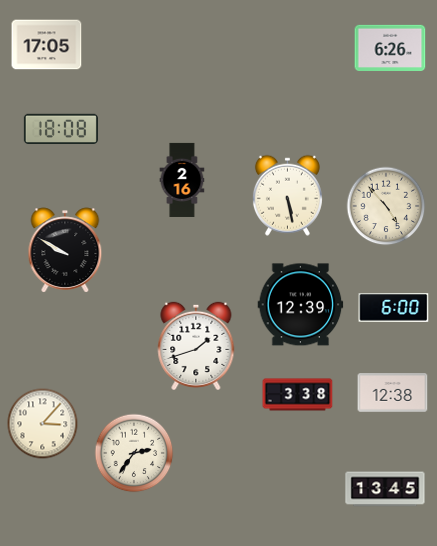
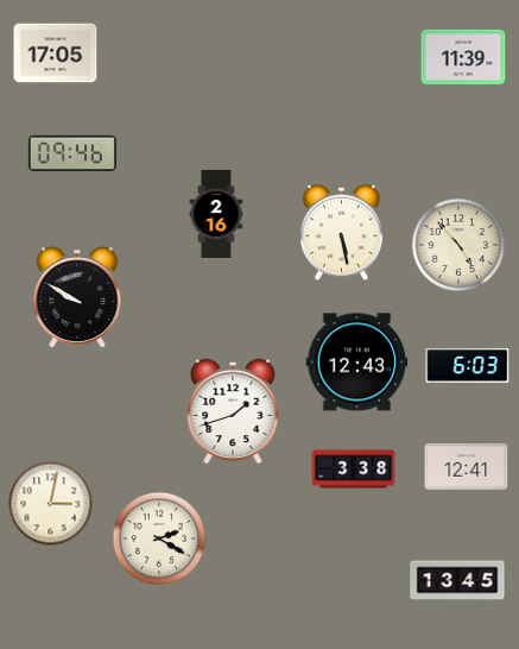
clock at (390, 47): 6:26 -> 11:39
clock at (61, 129): 18:08 -> 09:46
clock at (301, 305): 12:39 -> 12:43
clock at (394, 308): 6:00 -> 6:03
clock at (393, 393): 12:38 -> 12:41
clock at (43, 424): 3:07 -> 3:02
clock at (134, 453): 2:36 -> 2:20
